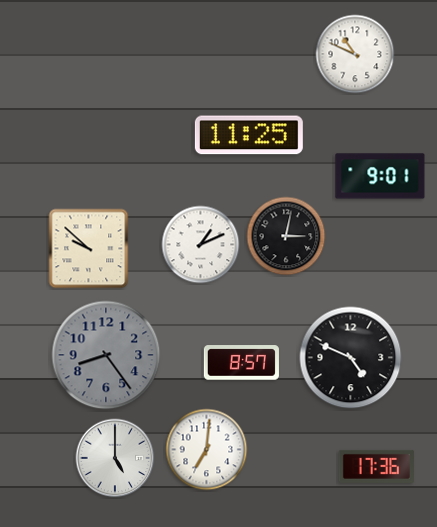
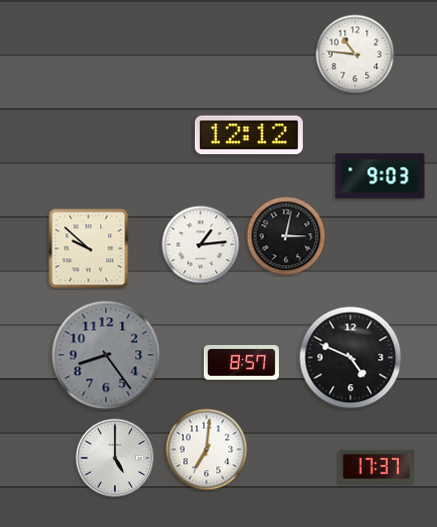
clock at (355, 54): 10:49 -> 10:46
clock at (249, 135): 11:25 -> 12:12
clock at (380, 176): 9:01 -> 9:03
clock at (201, 245): 1:11 -> 1:14
clock at (376, 466): 17:36 -> 17:37
